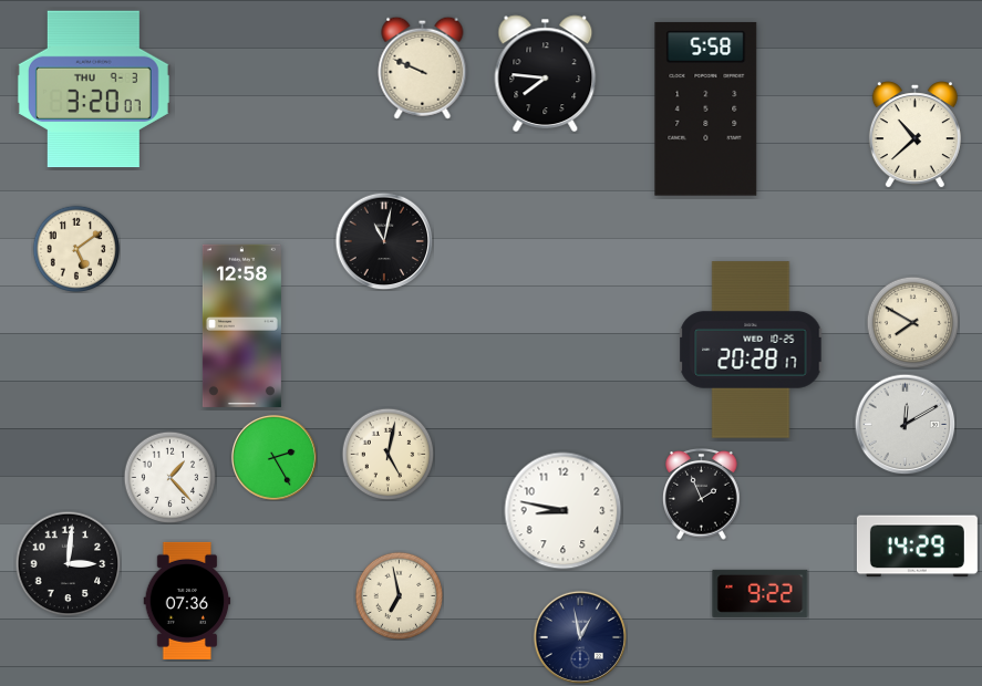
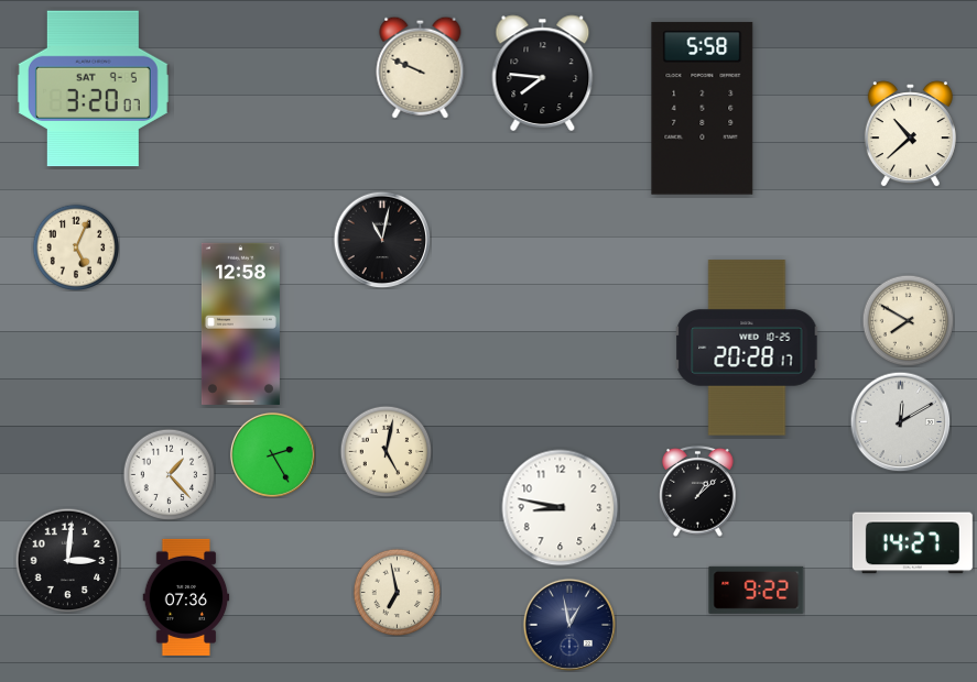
clock at (93, 90) date: THU 9-3 -> SAT 9-5
clock at (76, 249): 5:09 -> 5:04
clock at (702, 495): 1:56 -> 1:08
clock at (917, 547): 14:29 -> 14:27
clock at (579, 636) position: (579, 636) -> (568, 624)
